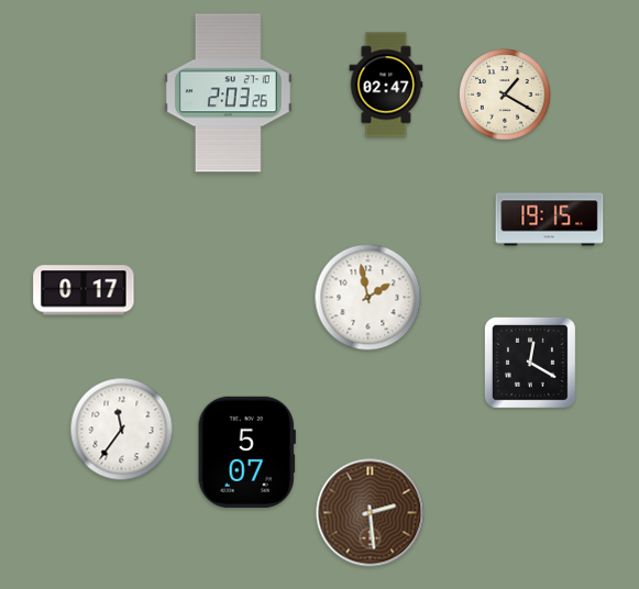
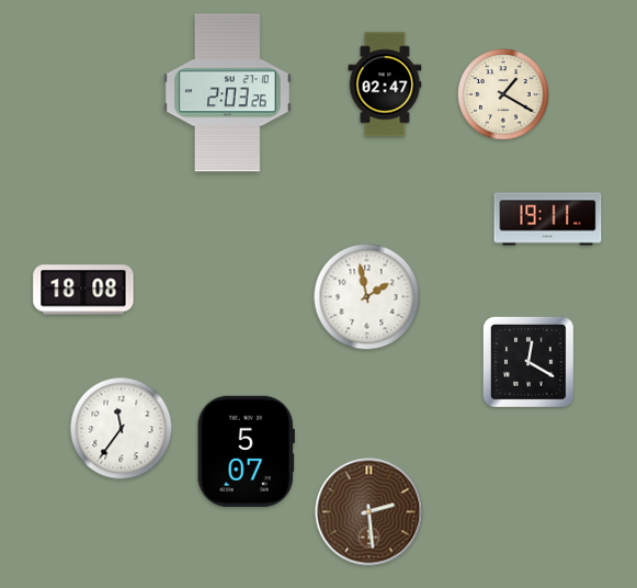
clock at (550, 220): 19:15 -> 19:11
clock at (84, 290): 0:17 -> 18:08
